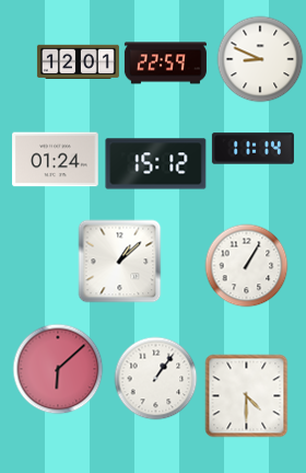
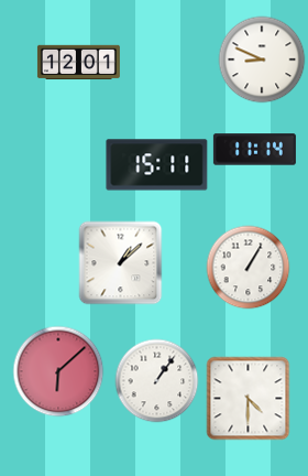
clock at (165, 64): 22:59 -> none
clock at (56, 160): 01:24 -> none
clock at (156, 164): 15:12 -> 15:11
